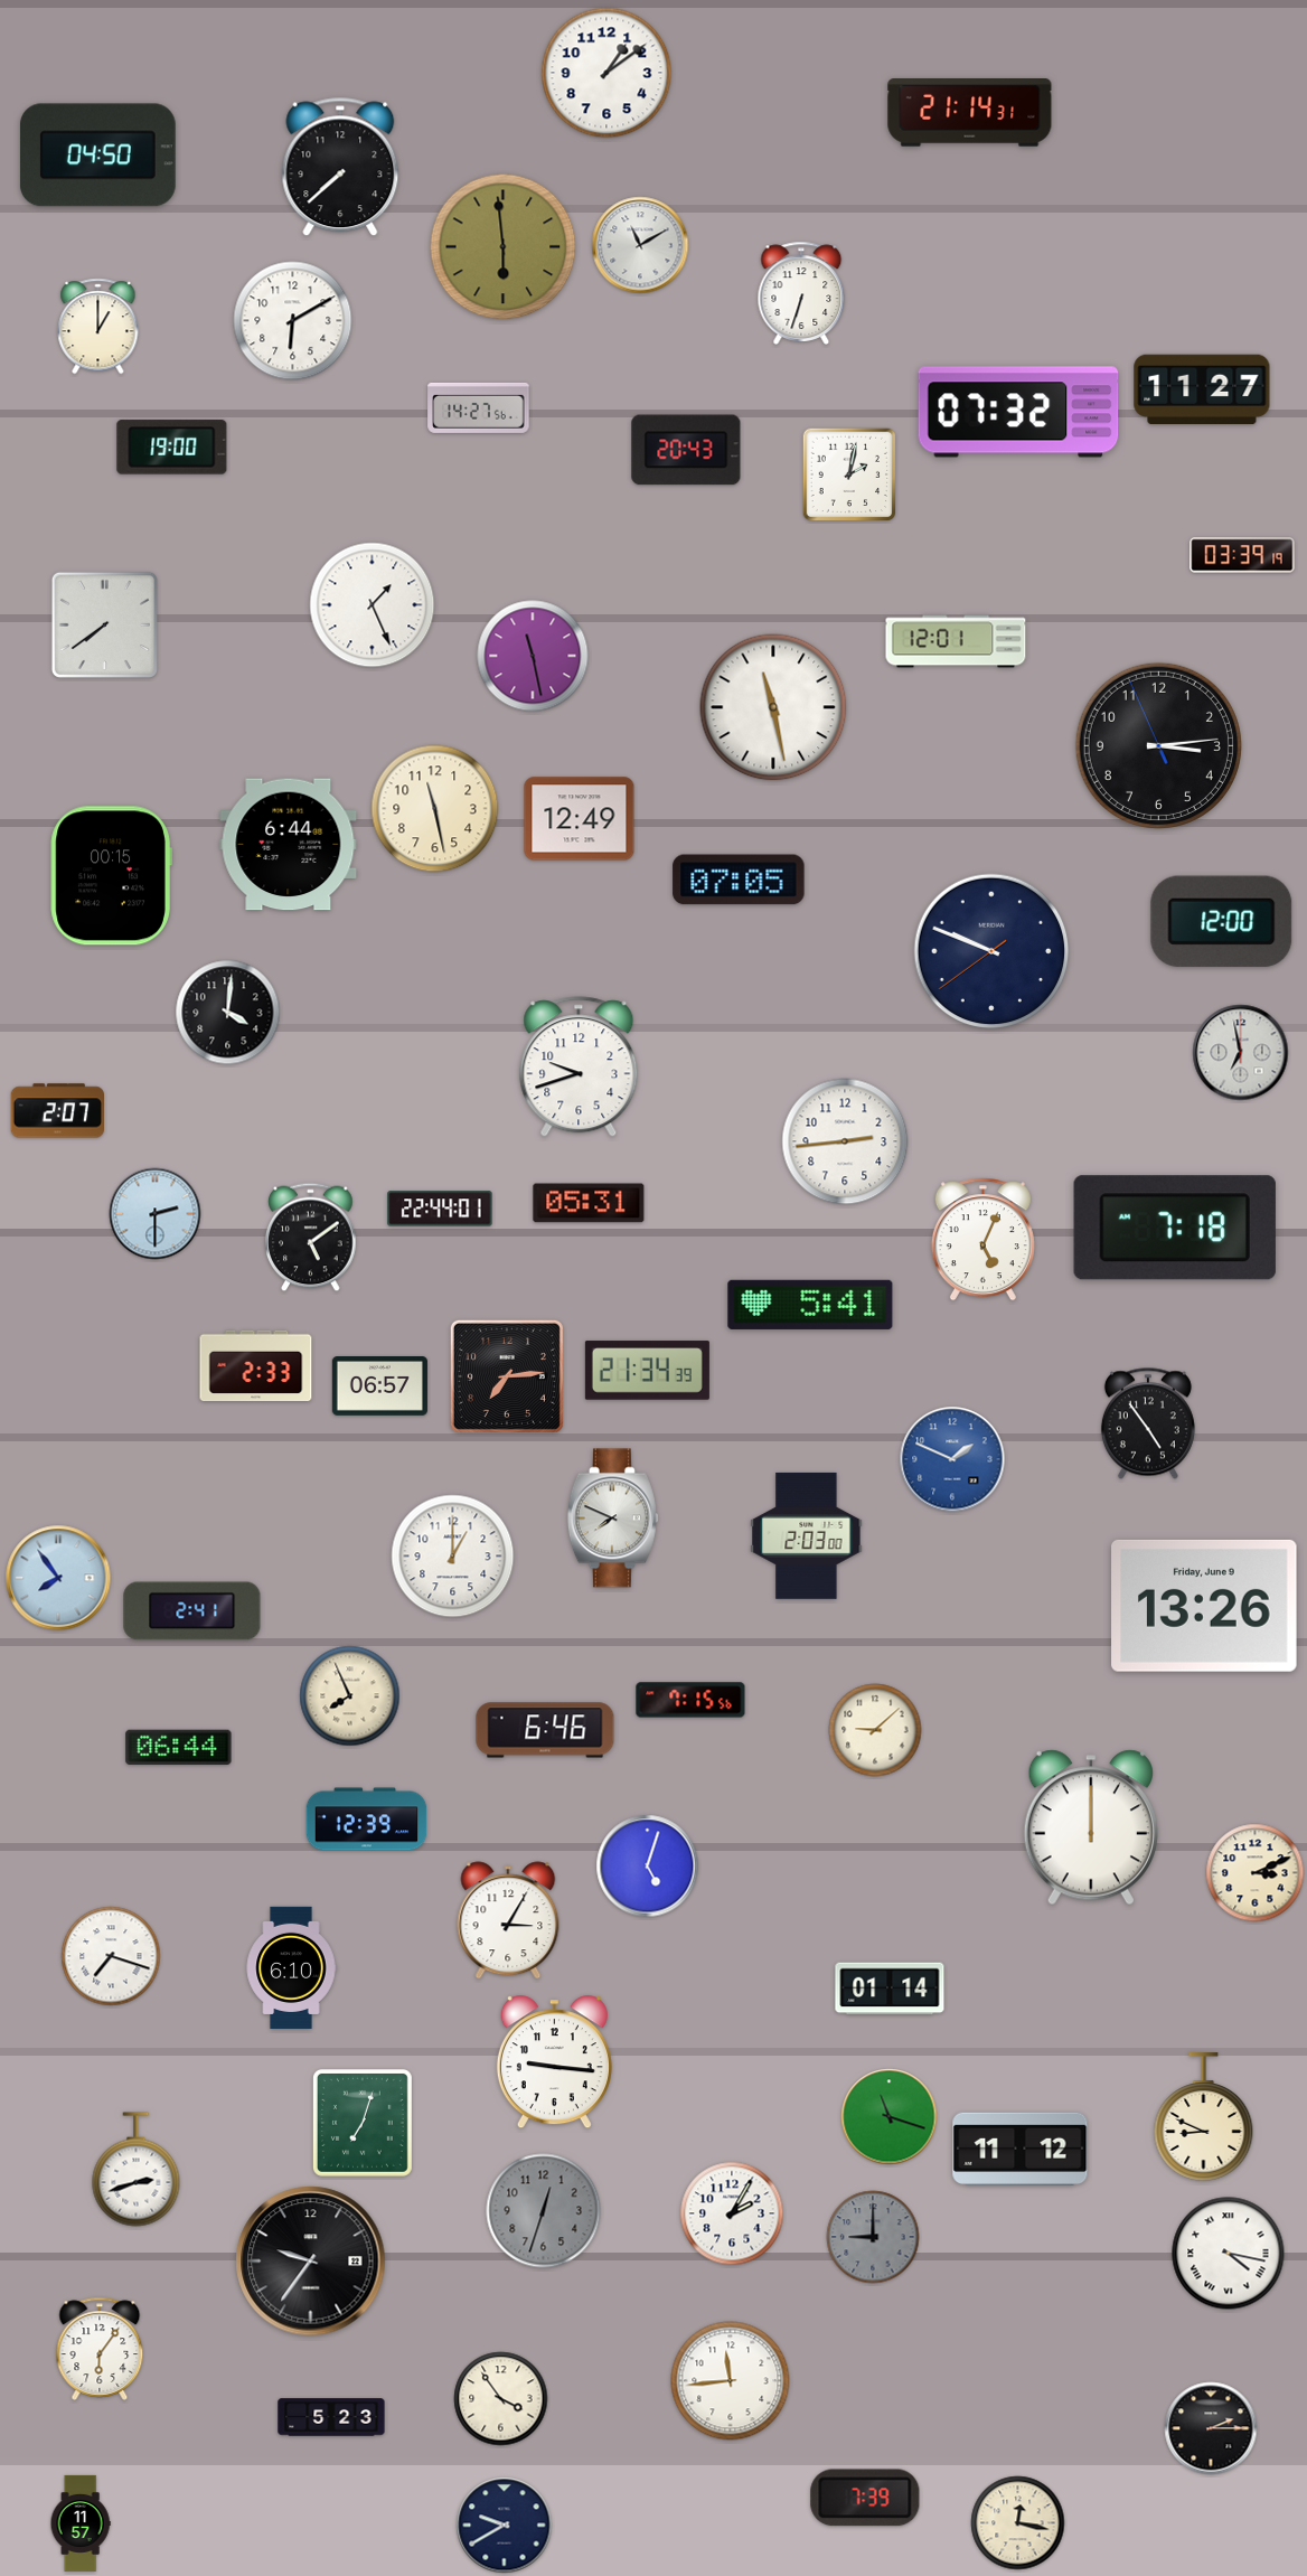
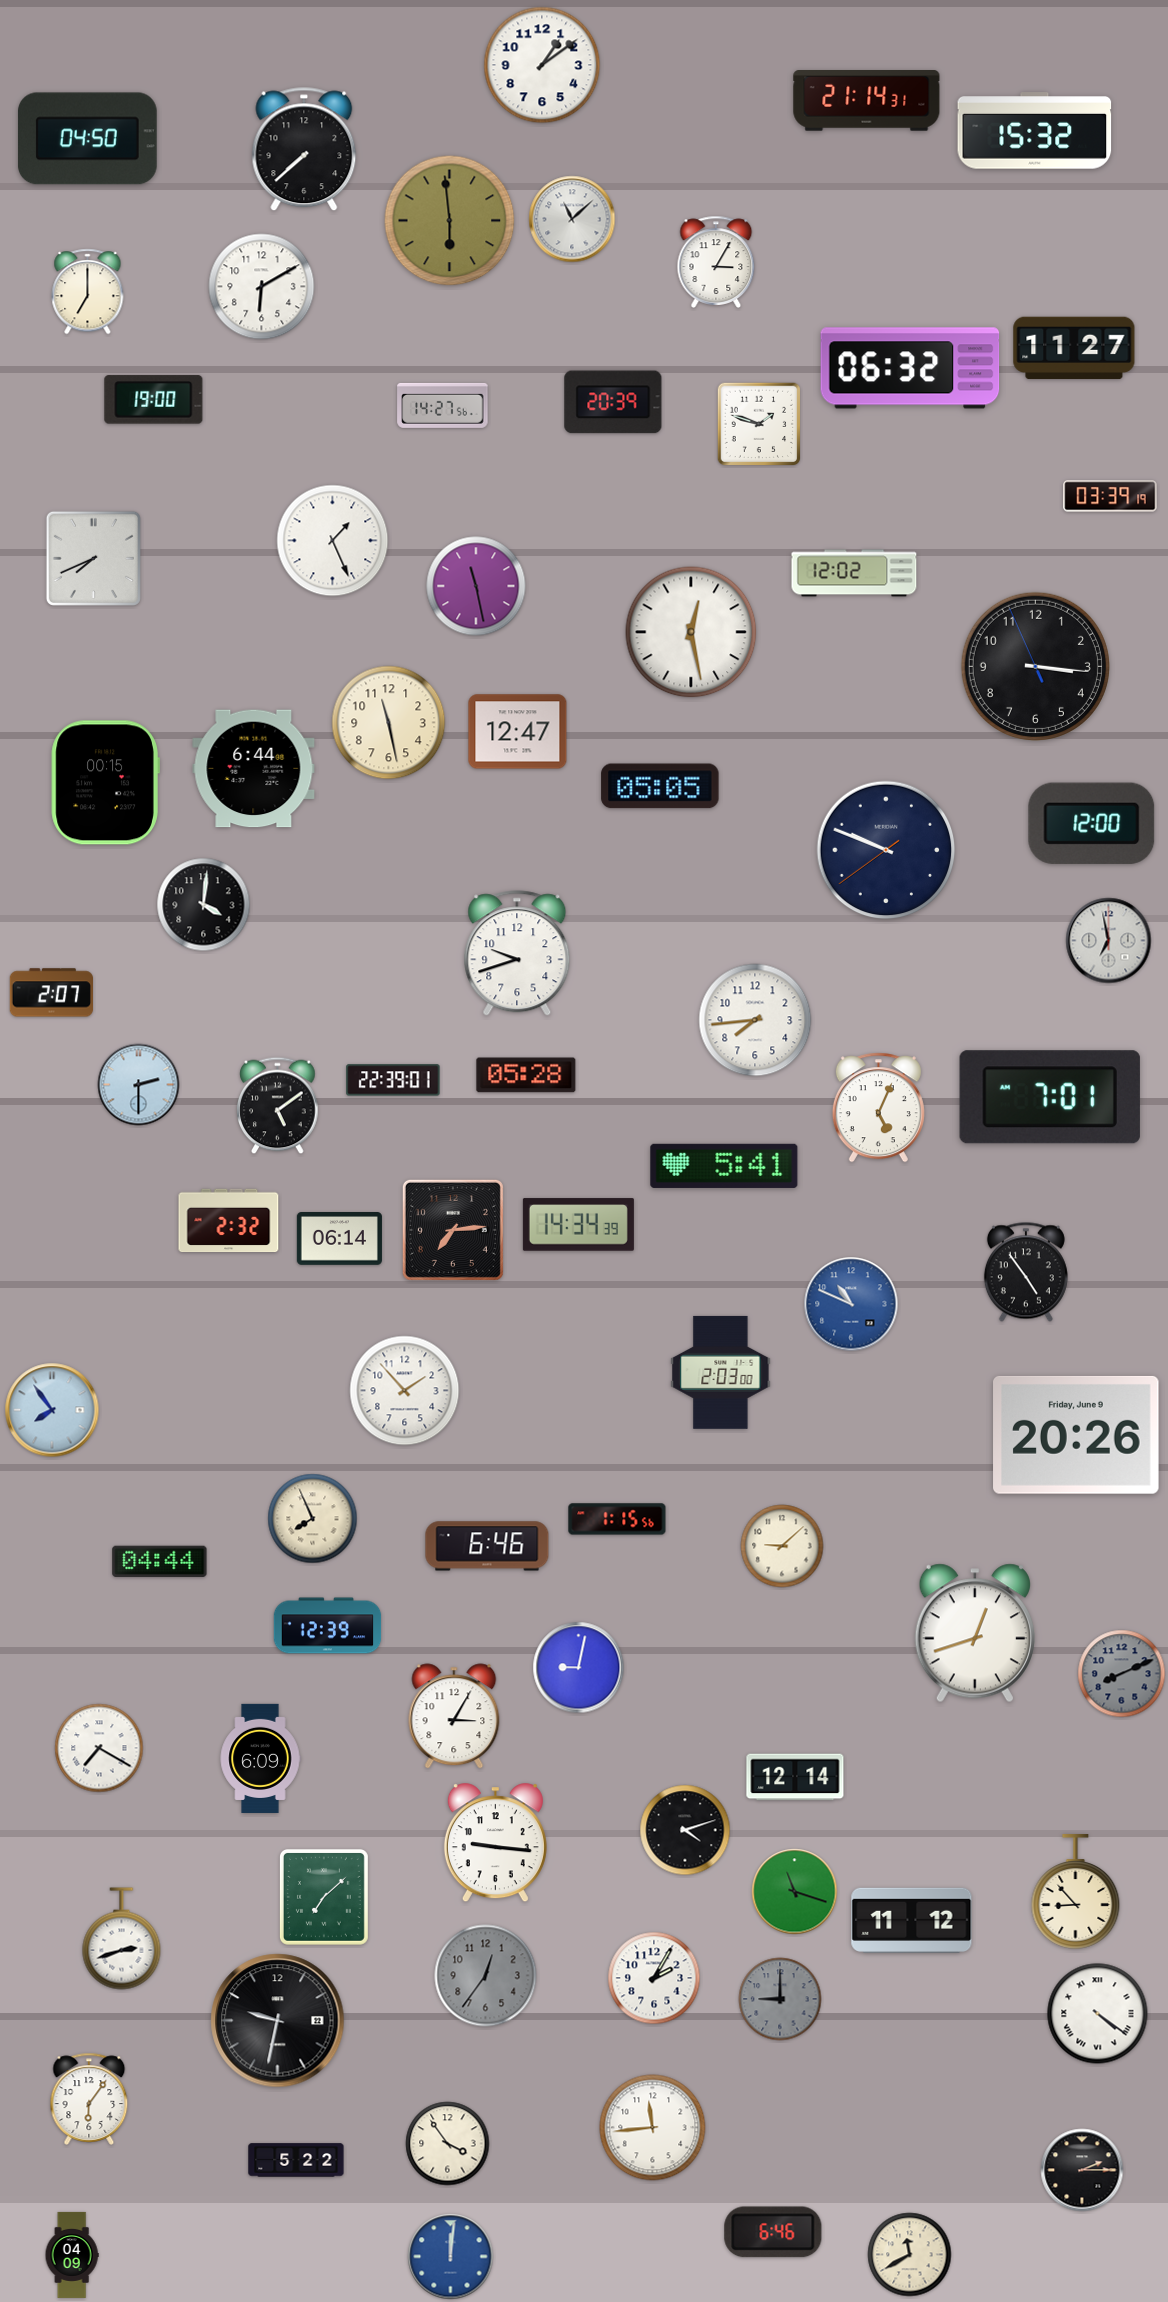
clock at (1035, 131): none -> 15:32
clock at (640, 245): 11:10 -> 11:08
clock at (801, 293): 6:33 -> 3:05
clock at (98, 327): 1:00 -> 7:00
clock at (479, 407) position: (479, 407) -> (443, 405)
clock at (1018, 412): 07:32 -> 06:32
clock at (686, 450): 20:43 -> 20:39
clock at (849, 474): 2:02 -> 1:48
clock at (104, 624): 7:39 -> 7:41
clock at (956, 641): 12:01 -> 12:02
clock at (773, 707): 11:28 -> 12:28
clock at (1158, 745): 3:13 -> 3:15
clock at (580, 819): 12:49 -> 12:47
clock at (289, 845) position: (289, 845) -> (254, 769)
clock at (111, 876) position: (111, 876) -> (105, 783)
clock at (739, 880): 07:05 -> 05:05
clock at (845, 1141): 2:44 -> 7:44
clock at (589, 1203): 05:31 -> 05:28
clock at (440, 1209): 22:44 -> 22:39
clock at (1175, 1228): 7:18 -> 7:01
clock at (256, 1366): 2:33 -> 2:32
clock at (647, 1371): 21:34 -> 14:34
clock at (379, 1386): 06:57 -> 06:14
clock at (952, 1459): 1:49 -> 10:49
clock at (612, 1519): 7:49 -> none
clock at (453, 1557): 1:00 -> 1:53
clock at (1204, 1606): 13:26 -> 20:26
clock at (192, 1611): 2:41 -> none
clock at (350, 1696) position: (350, 1696) -> (313, 1519)
clock at (690, 1700): 7:15 -> 1:15
clock at (179, 1747): 06:44 -> 04:44
clock at (1091, 1827): 12:00 -> 12:42
clock at (648, 1867): 5:03 -> 9:02
clock at (1256, 1873): 3:11 -> 8:11
clock at (1256, 1873) dial: cream -> grey
clock at (111, 1956): 7:18 -> 7:20
clock at (291, 1967): 6:10 -> 6:09
clock at (890, 1989): 01:14 -> 12:14
clock at (685, 1830): none -> 4:12
clock at (1204, 2117): 8:49 -> 8:53
clock at (363, 2123): 7:03 -> 7:08
clock at (544, 2211): 12:33 -> 12:36
clock at (1229, 2254): 4:17 -> 4:21
clock at (311, 2262): 9:36 -> 9:32
clock at (331, 2417): 5:23 -> 5:22
clock at (865, 2498): 7:39 -> 6:46
clock at (81, 2523): 11:57 -> 04:09
clock at (1018, 2523): 12:17 -> 11:40
clock at (505, 2526): 9:40 -> 12:01
clock at (505, 2526) dial: navy -> blue
